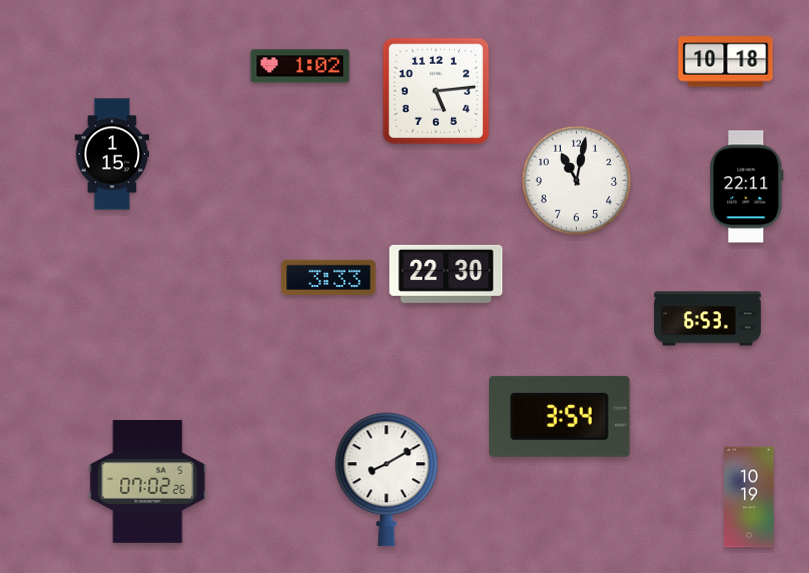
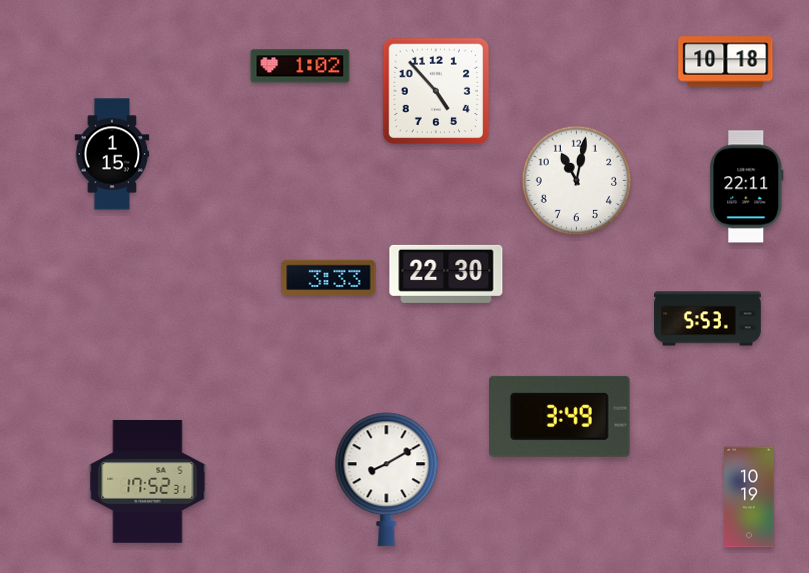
clock at (436, 91): 5:14 -> 4:53
clock at (708, 319): 6:53 -> 5:53
clock at (560, 416): 3:54 -> 3:49
clock at (148, 482): 07:02 -> 17:52
